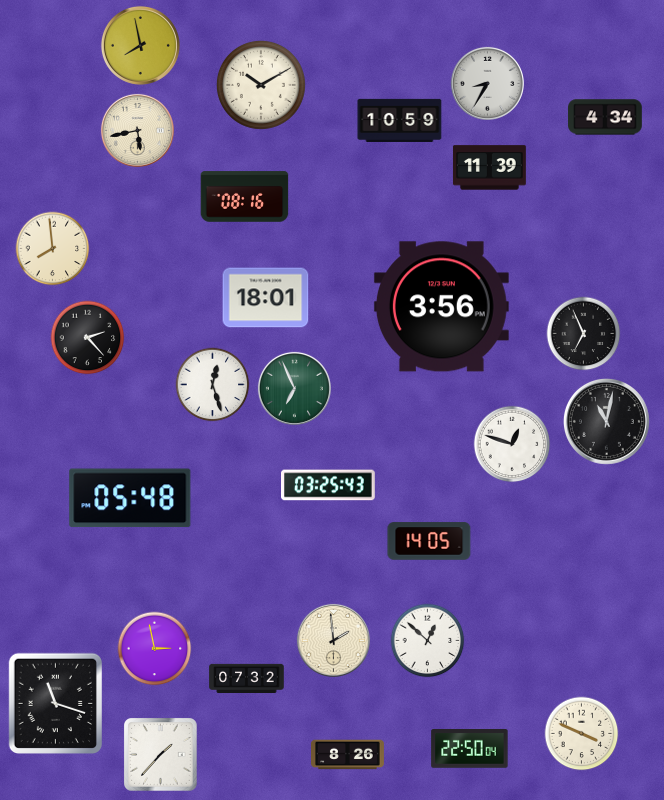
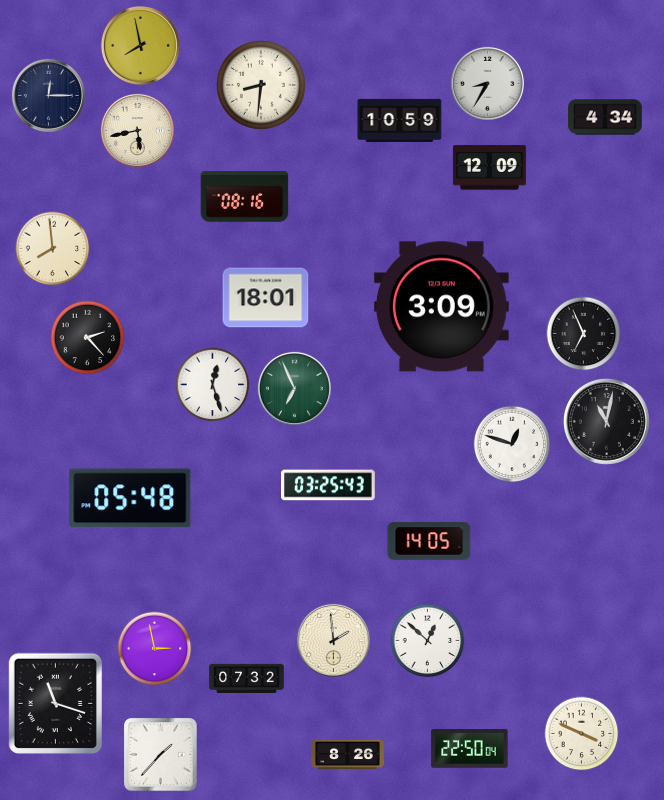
clock at (261, 85): 10:10 -> 8:31
clock at (48, 95): none -> 12:15
clock at (489, 168): 11:39 -> 12:09
clock at (441, 307): 3:56 -> 3:09
